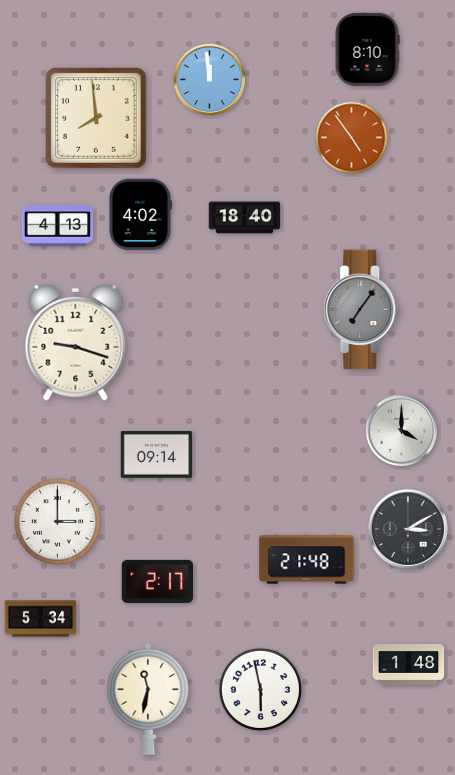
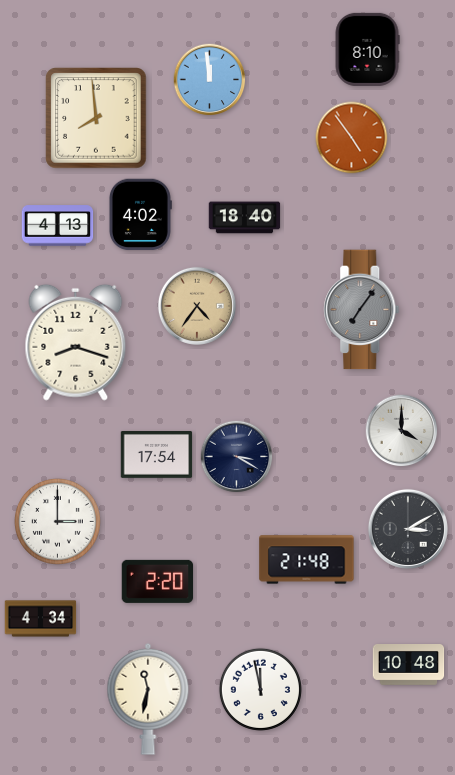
clock at (197, 306): none -> 4:36
clock at (76, 342): 9:18 -> 8:18
clock at (157, 454): 09:14 -> 17:54
clock at (237, 457): none -> 3:20
clock at (158, 581): 2:17 -> 2:20
clock at (41, 619): 5:34 -> 4:34
clock at (409, 665): 1:48 -> 10:48
clock at (260, 689): 5:58 -> 11:58
